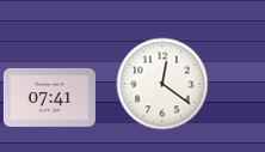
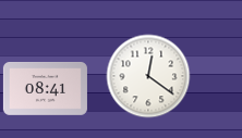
clock at (49, 97): 07:41 -> 08:41
